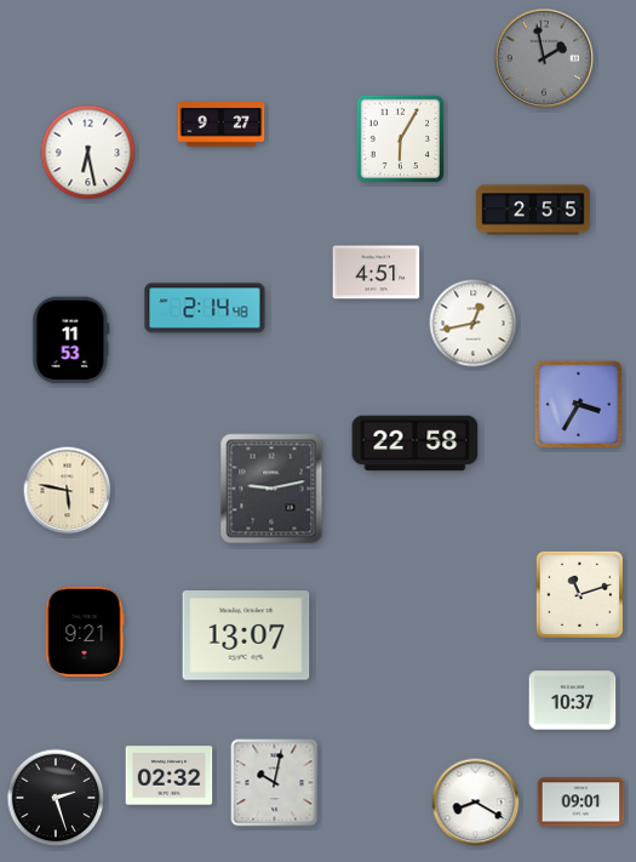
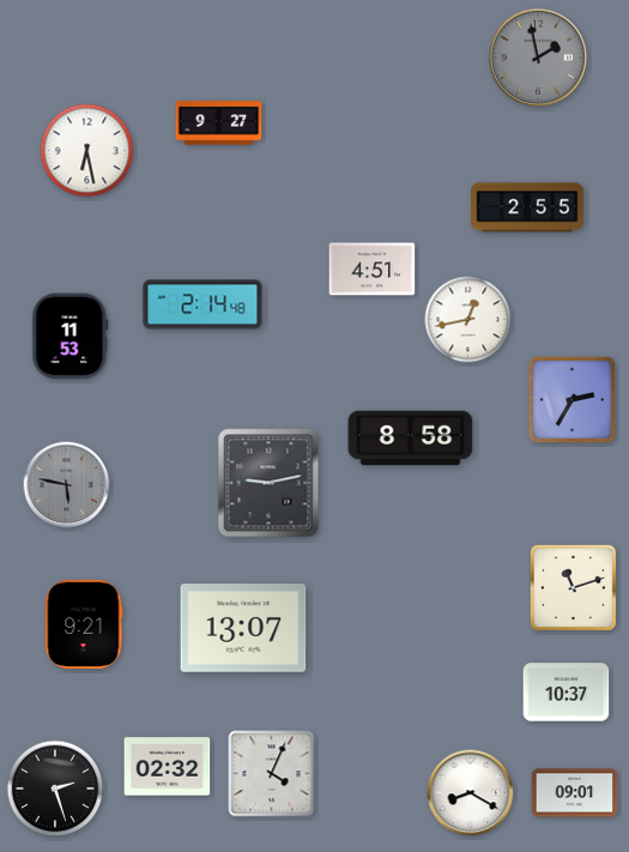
clock at (401, 139): 6:05 -> none
clock at (579, 405): 3:35 -> 2:35
clock at (416, 444): 22:58 -> 8:58
clock at (68, 491) dial: cream -> grey
clock at (275, 783): 10:02 -> 4:04
